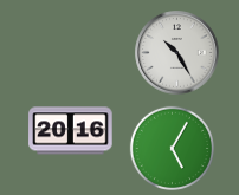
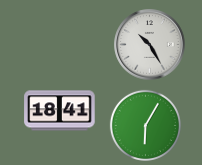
clock at (71, 131): 20:16 -> 18:41
clock at (172, 148): 5:05 -> 6:05
